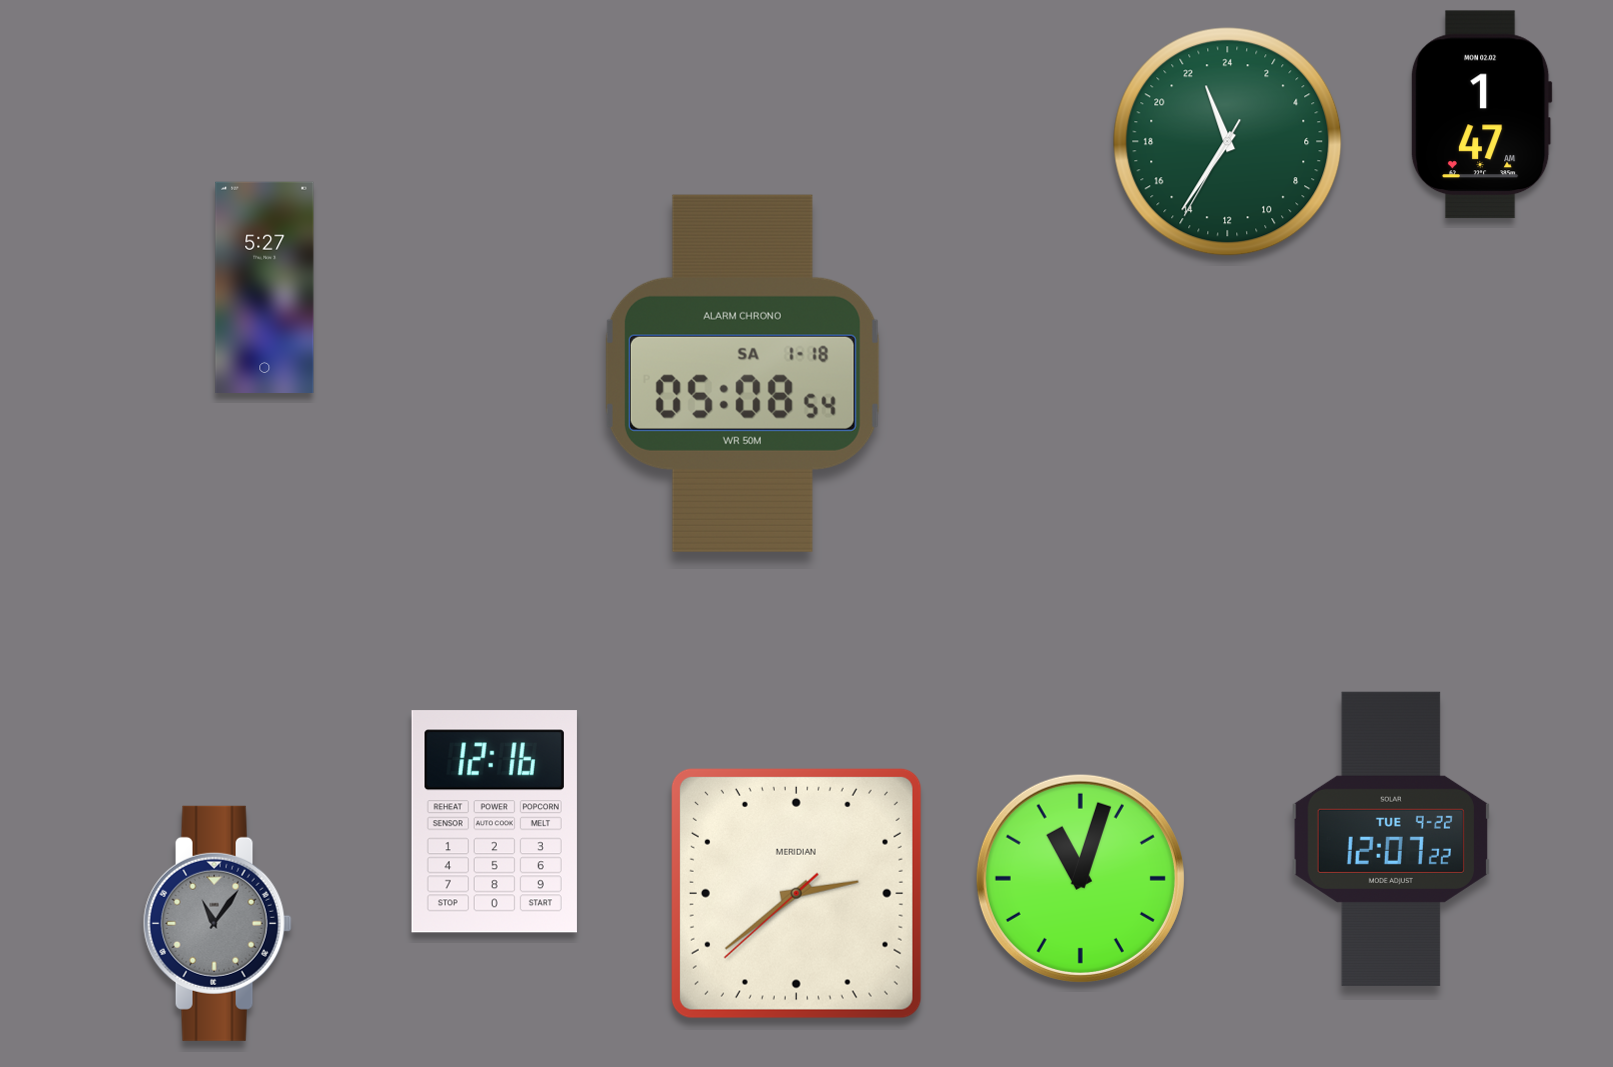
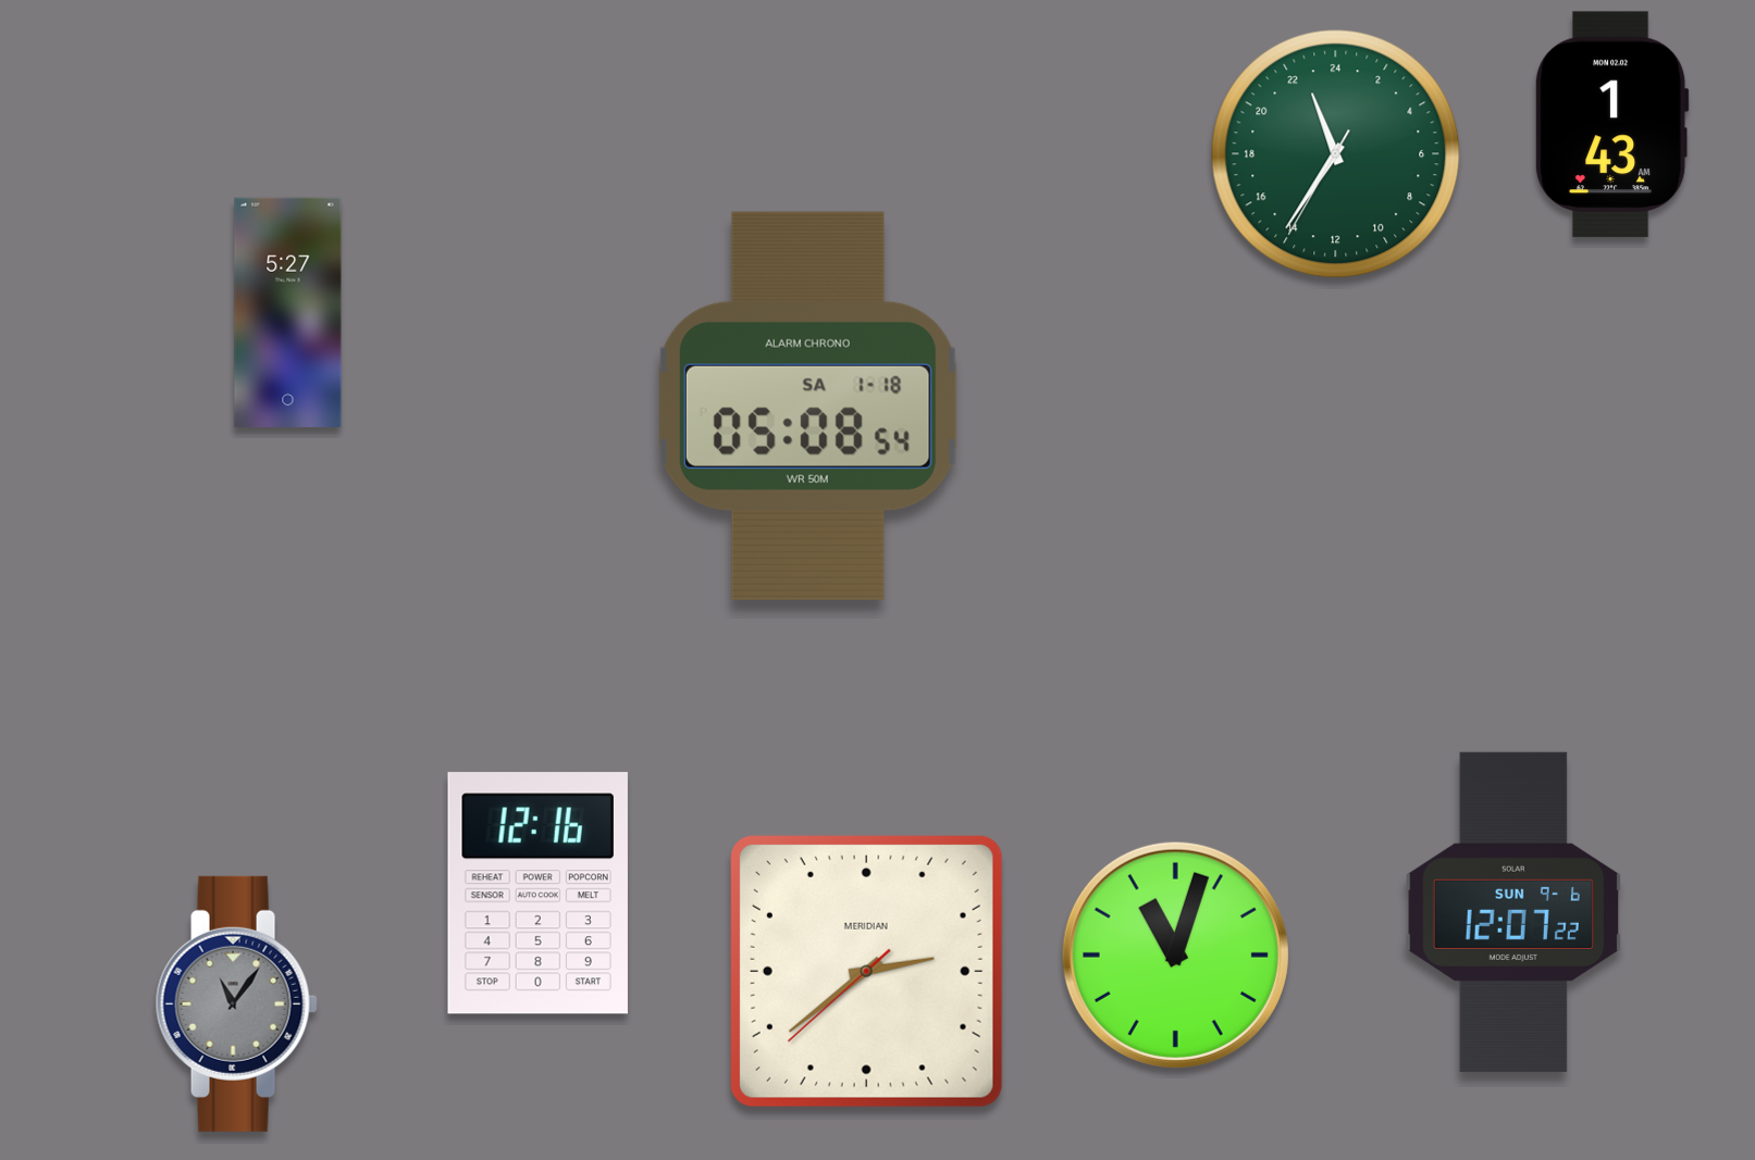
clock at (1481, 115): 1:47 -> 1:43
clock at (1390, 839) date: TUE 9-22 -> SUN 9-6
